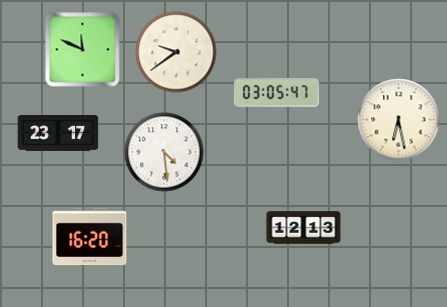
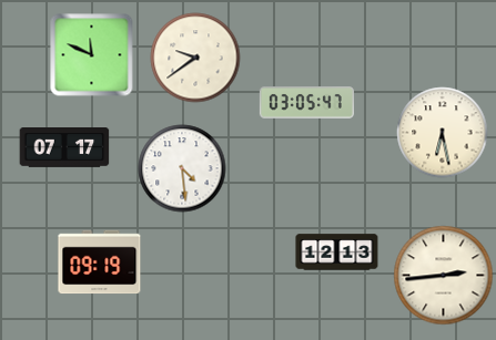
clock at (58, 134): 23:17 -> 07:17
clock at (90, 237): 16:20 -> 09:19
clock at (444, 276): none -> 2:44
